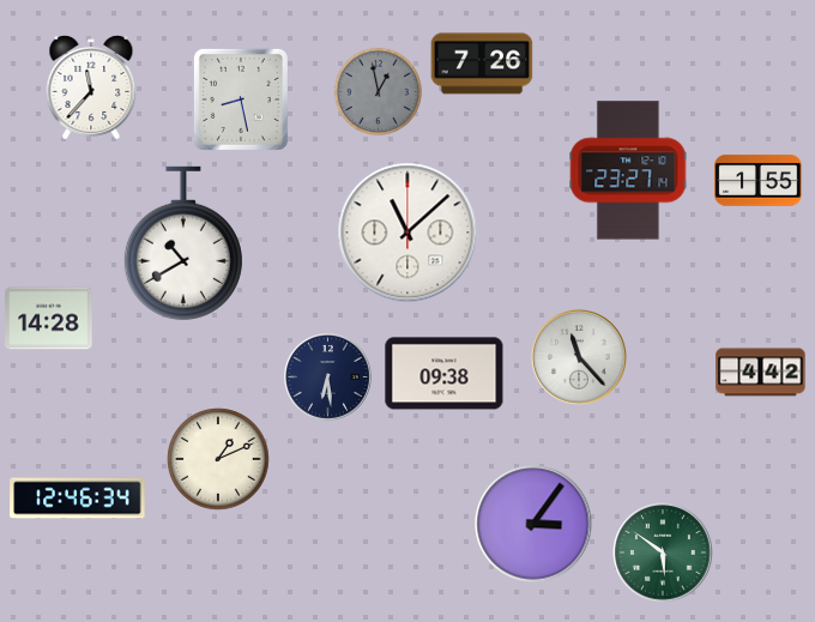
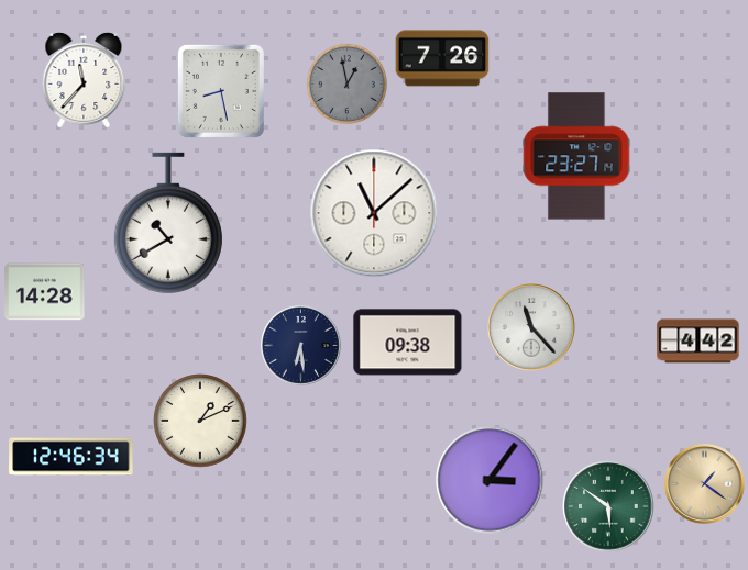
clock at (759, 181): 1:55 -> none
clock at (705, 484): none -> 1:21
